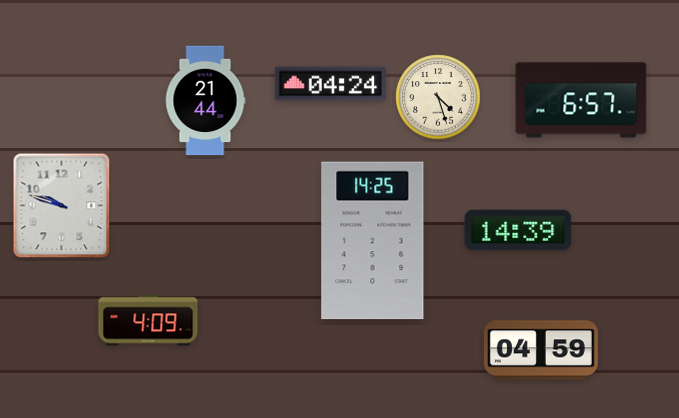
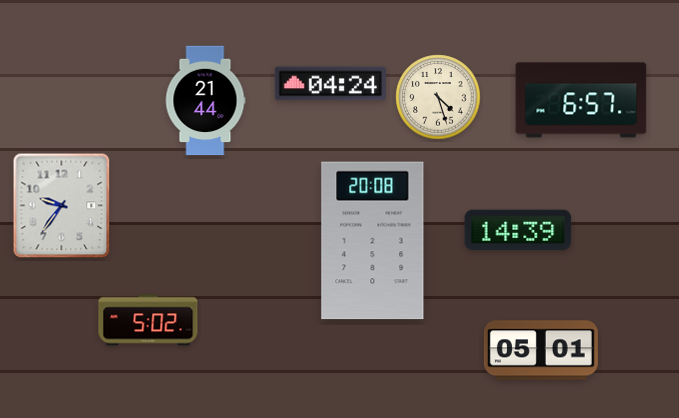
clock at (62, 206): 9:48 -> 9:36
clock at (373, 241): 14:25 -> 20:08
clock at (148, 320): 4:09 -> 5:02
clock at (541, 350): 04:59 -> 05:01
